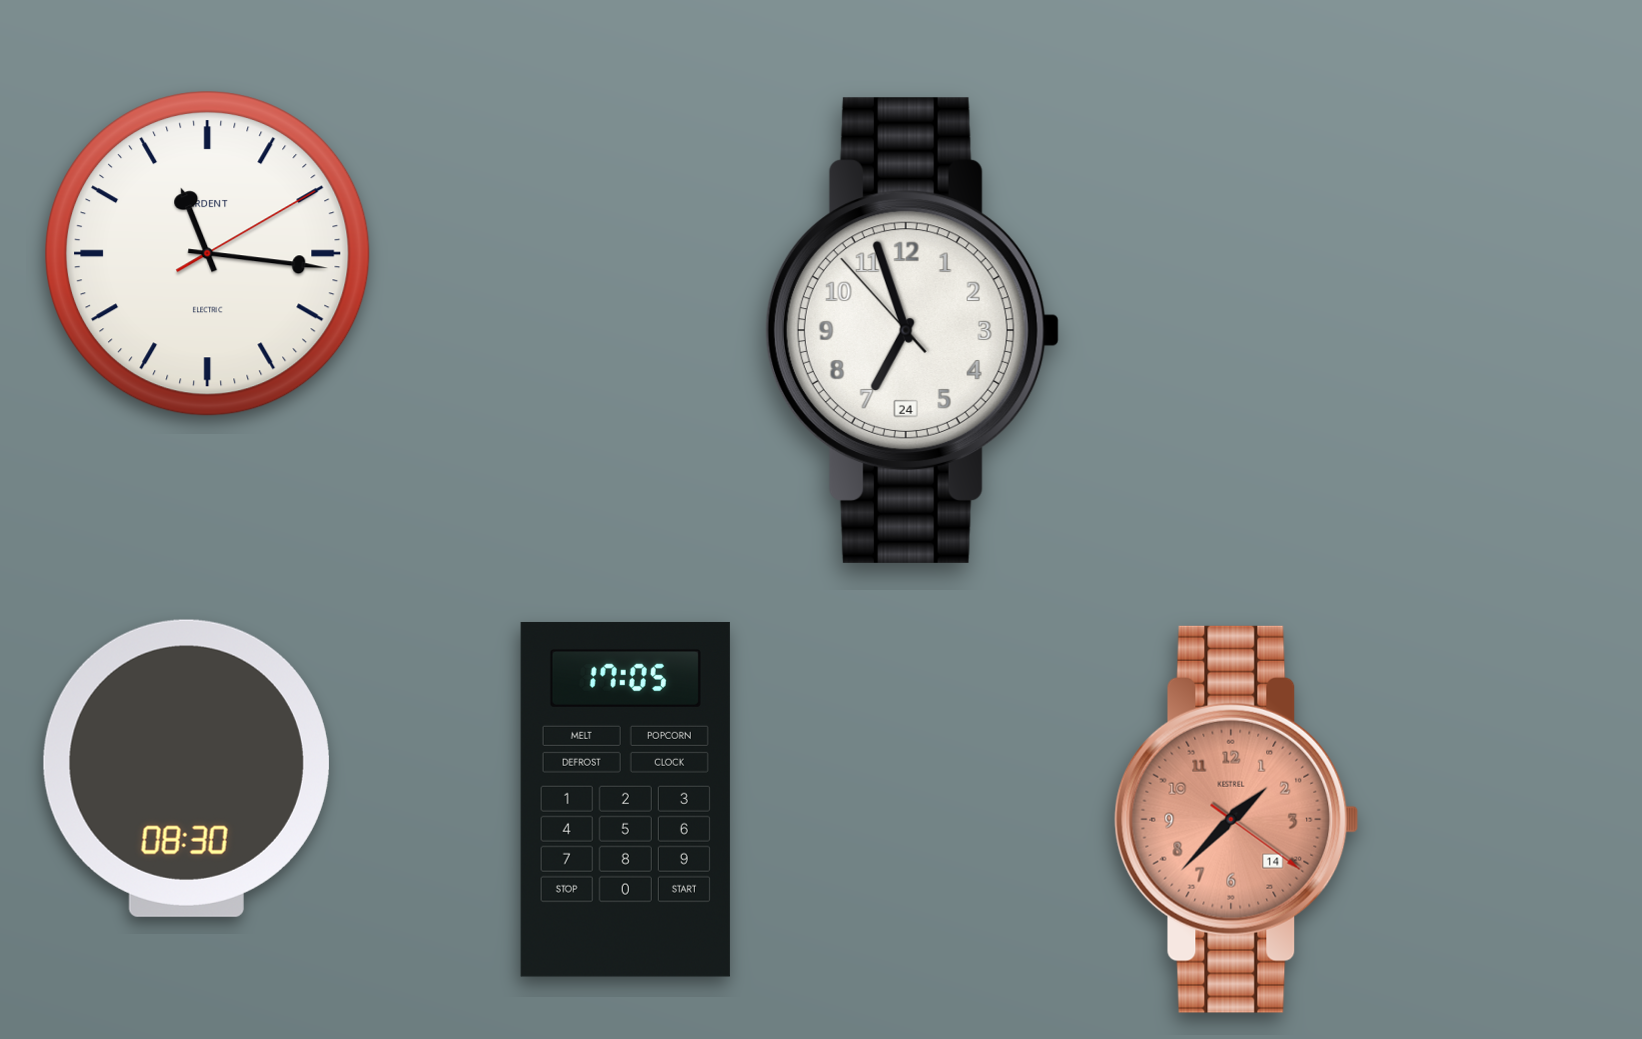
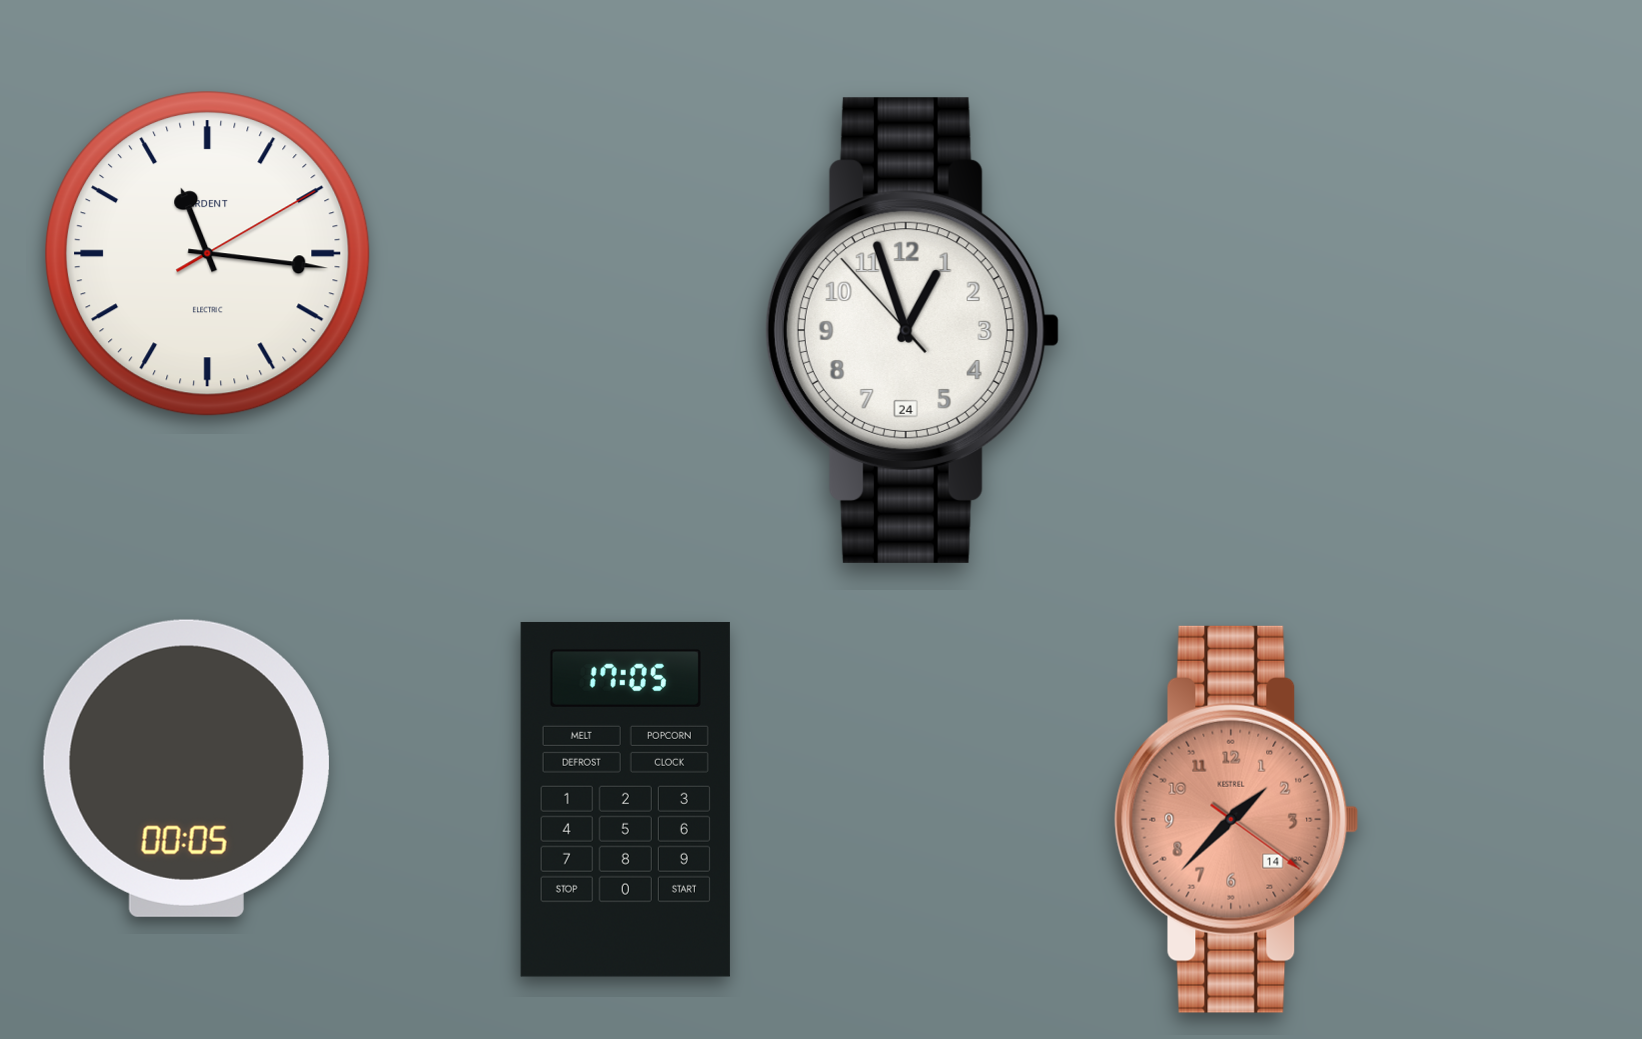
clock at (912, 330): 6:56 -> 12:56
clock at (186, 768): 08:30 -> 00:05
